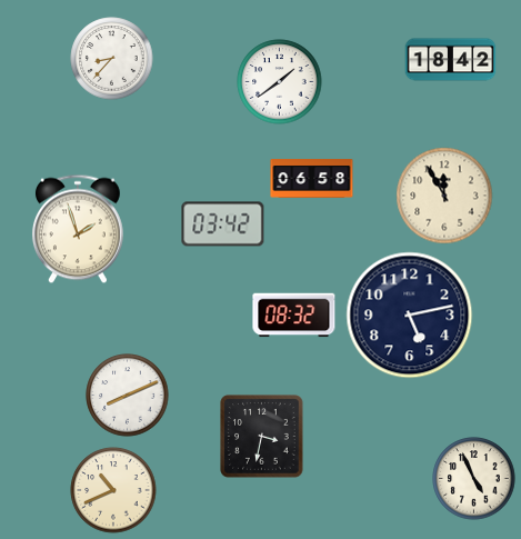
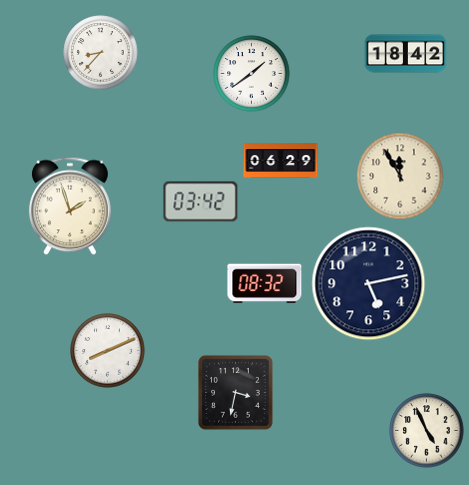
clock at (312, 179): 06:58 -> 06:29
clock at (128, 396) position: (128, 396) -> (108, 351)
clock at (113, 490): 10:41 -> none
